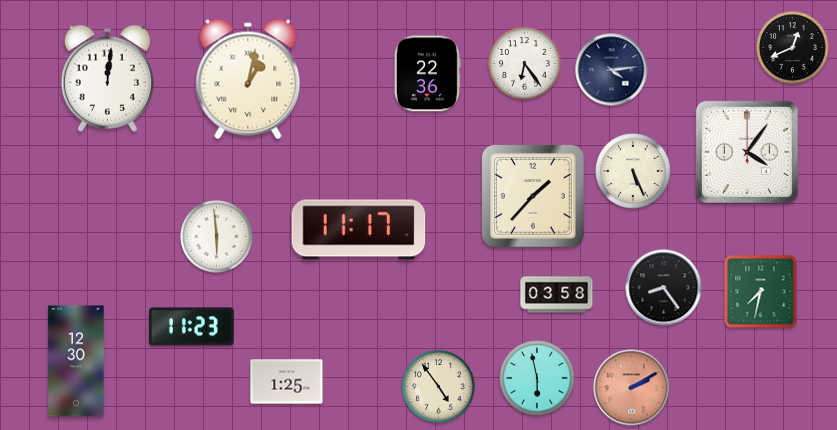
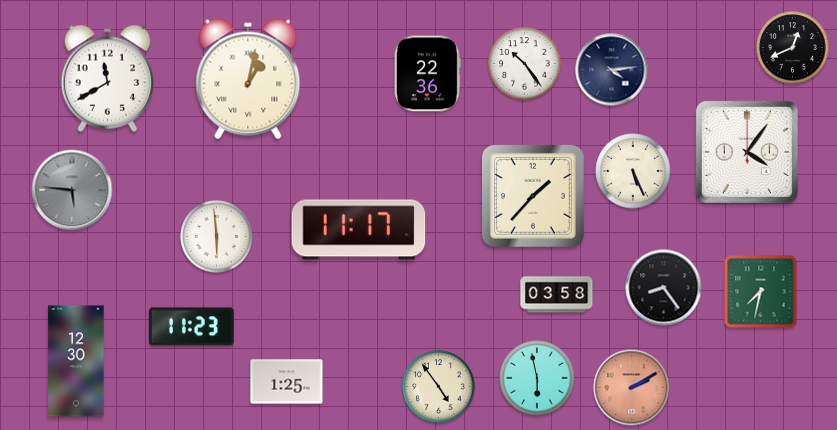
clock at (525, 64): 6:24 -> 10:24
clock at (107, 78): 12:01 -> 11:40
clock at (72, 190): none -> 5:46
